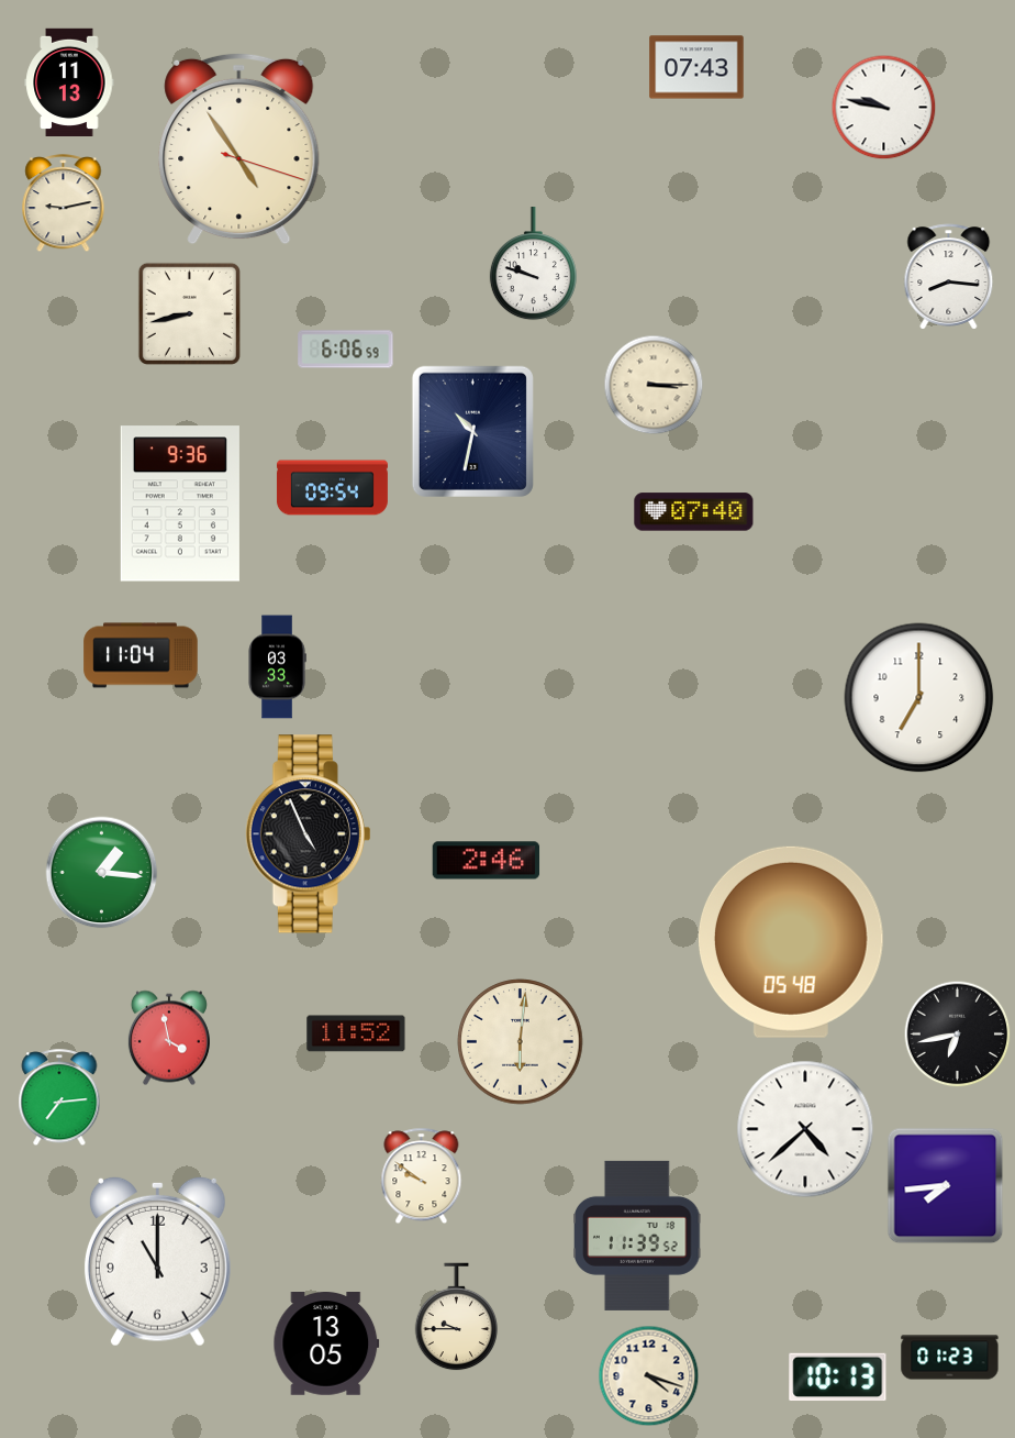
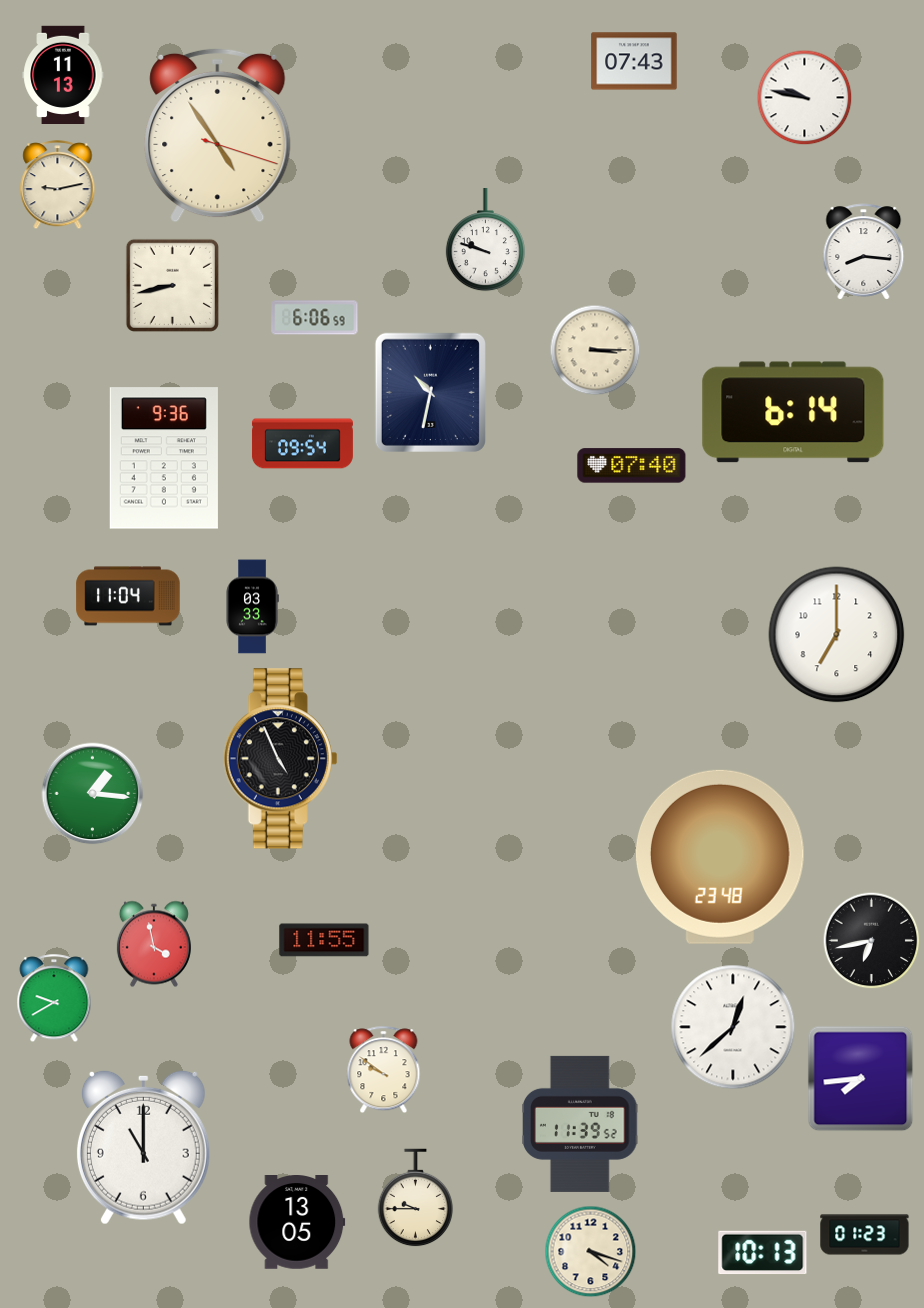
clock at (793, 412): none -> 6:14
clock at (487, 861): 2:46 -> none
clock at (791, 942): 05:48 -> 23:48
clock at (356, 1033): 11:52 -> 11:55
clock at (521, 1042): 6:01 -> none
clock at (59, 1098): 7:14 -> 9:40
clock at (805, 1129): 4:38 -> 12:38
